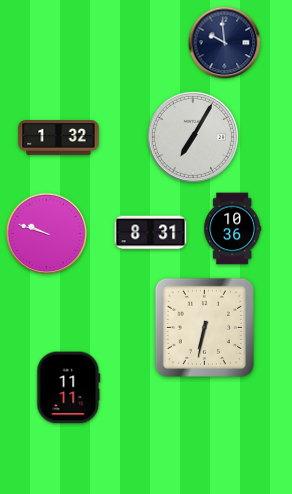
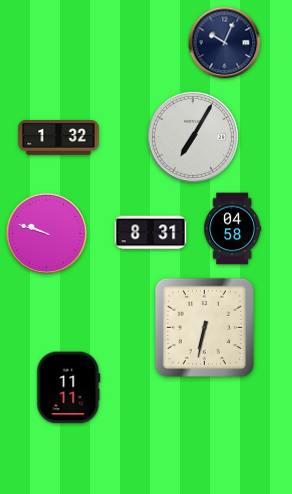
clock at (225, 43): 9:59 -> 10:04
clock at (233, 229): 10:36 -> 04:58
